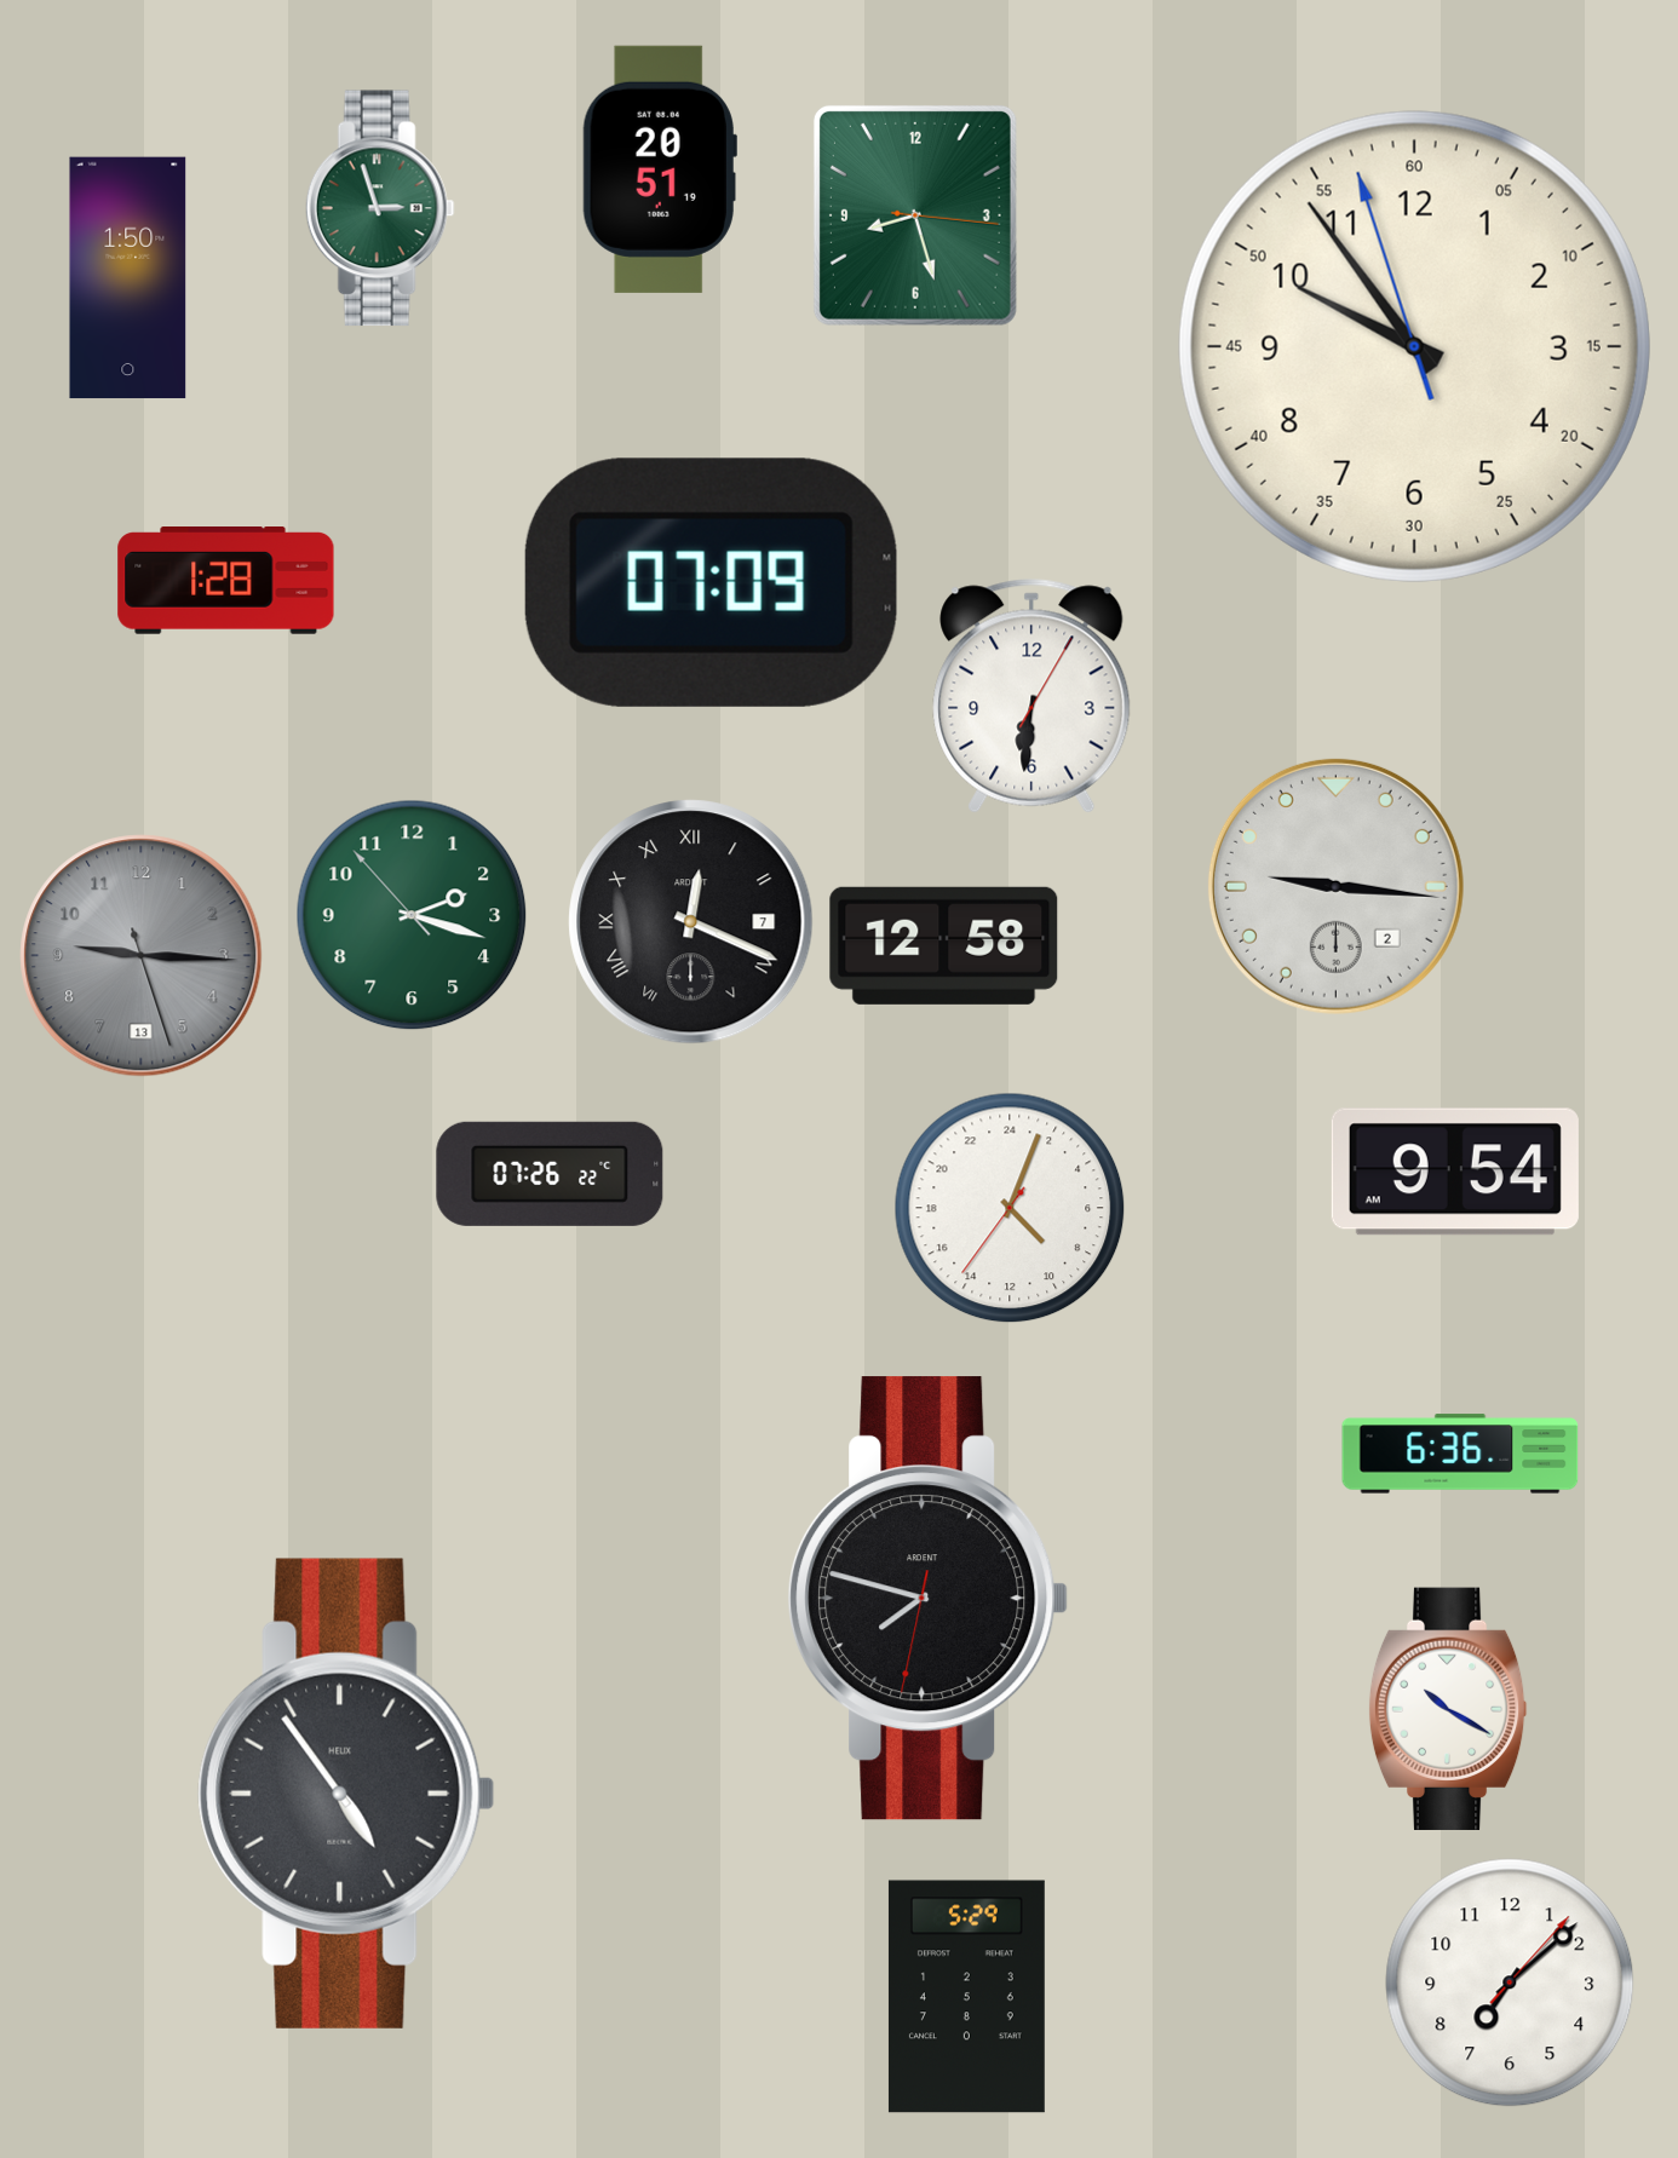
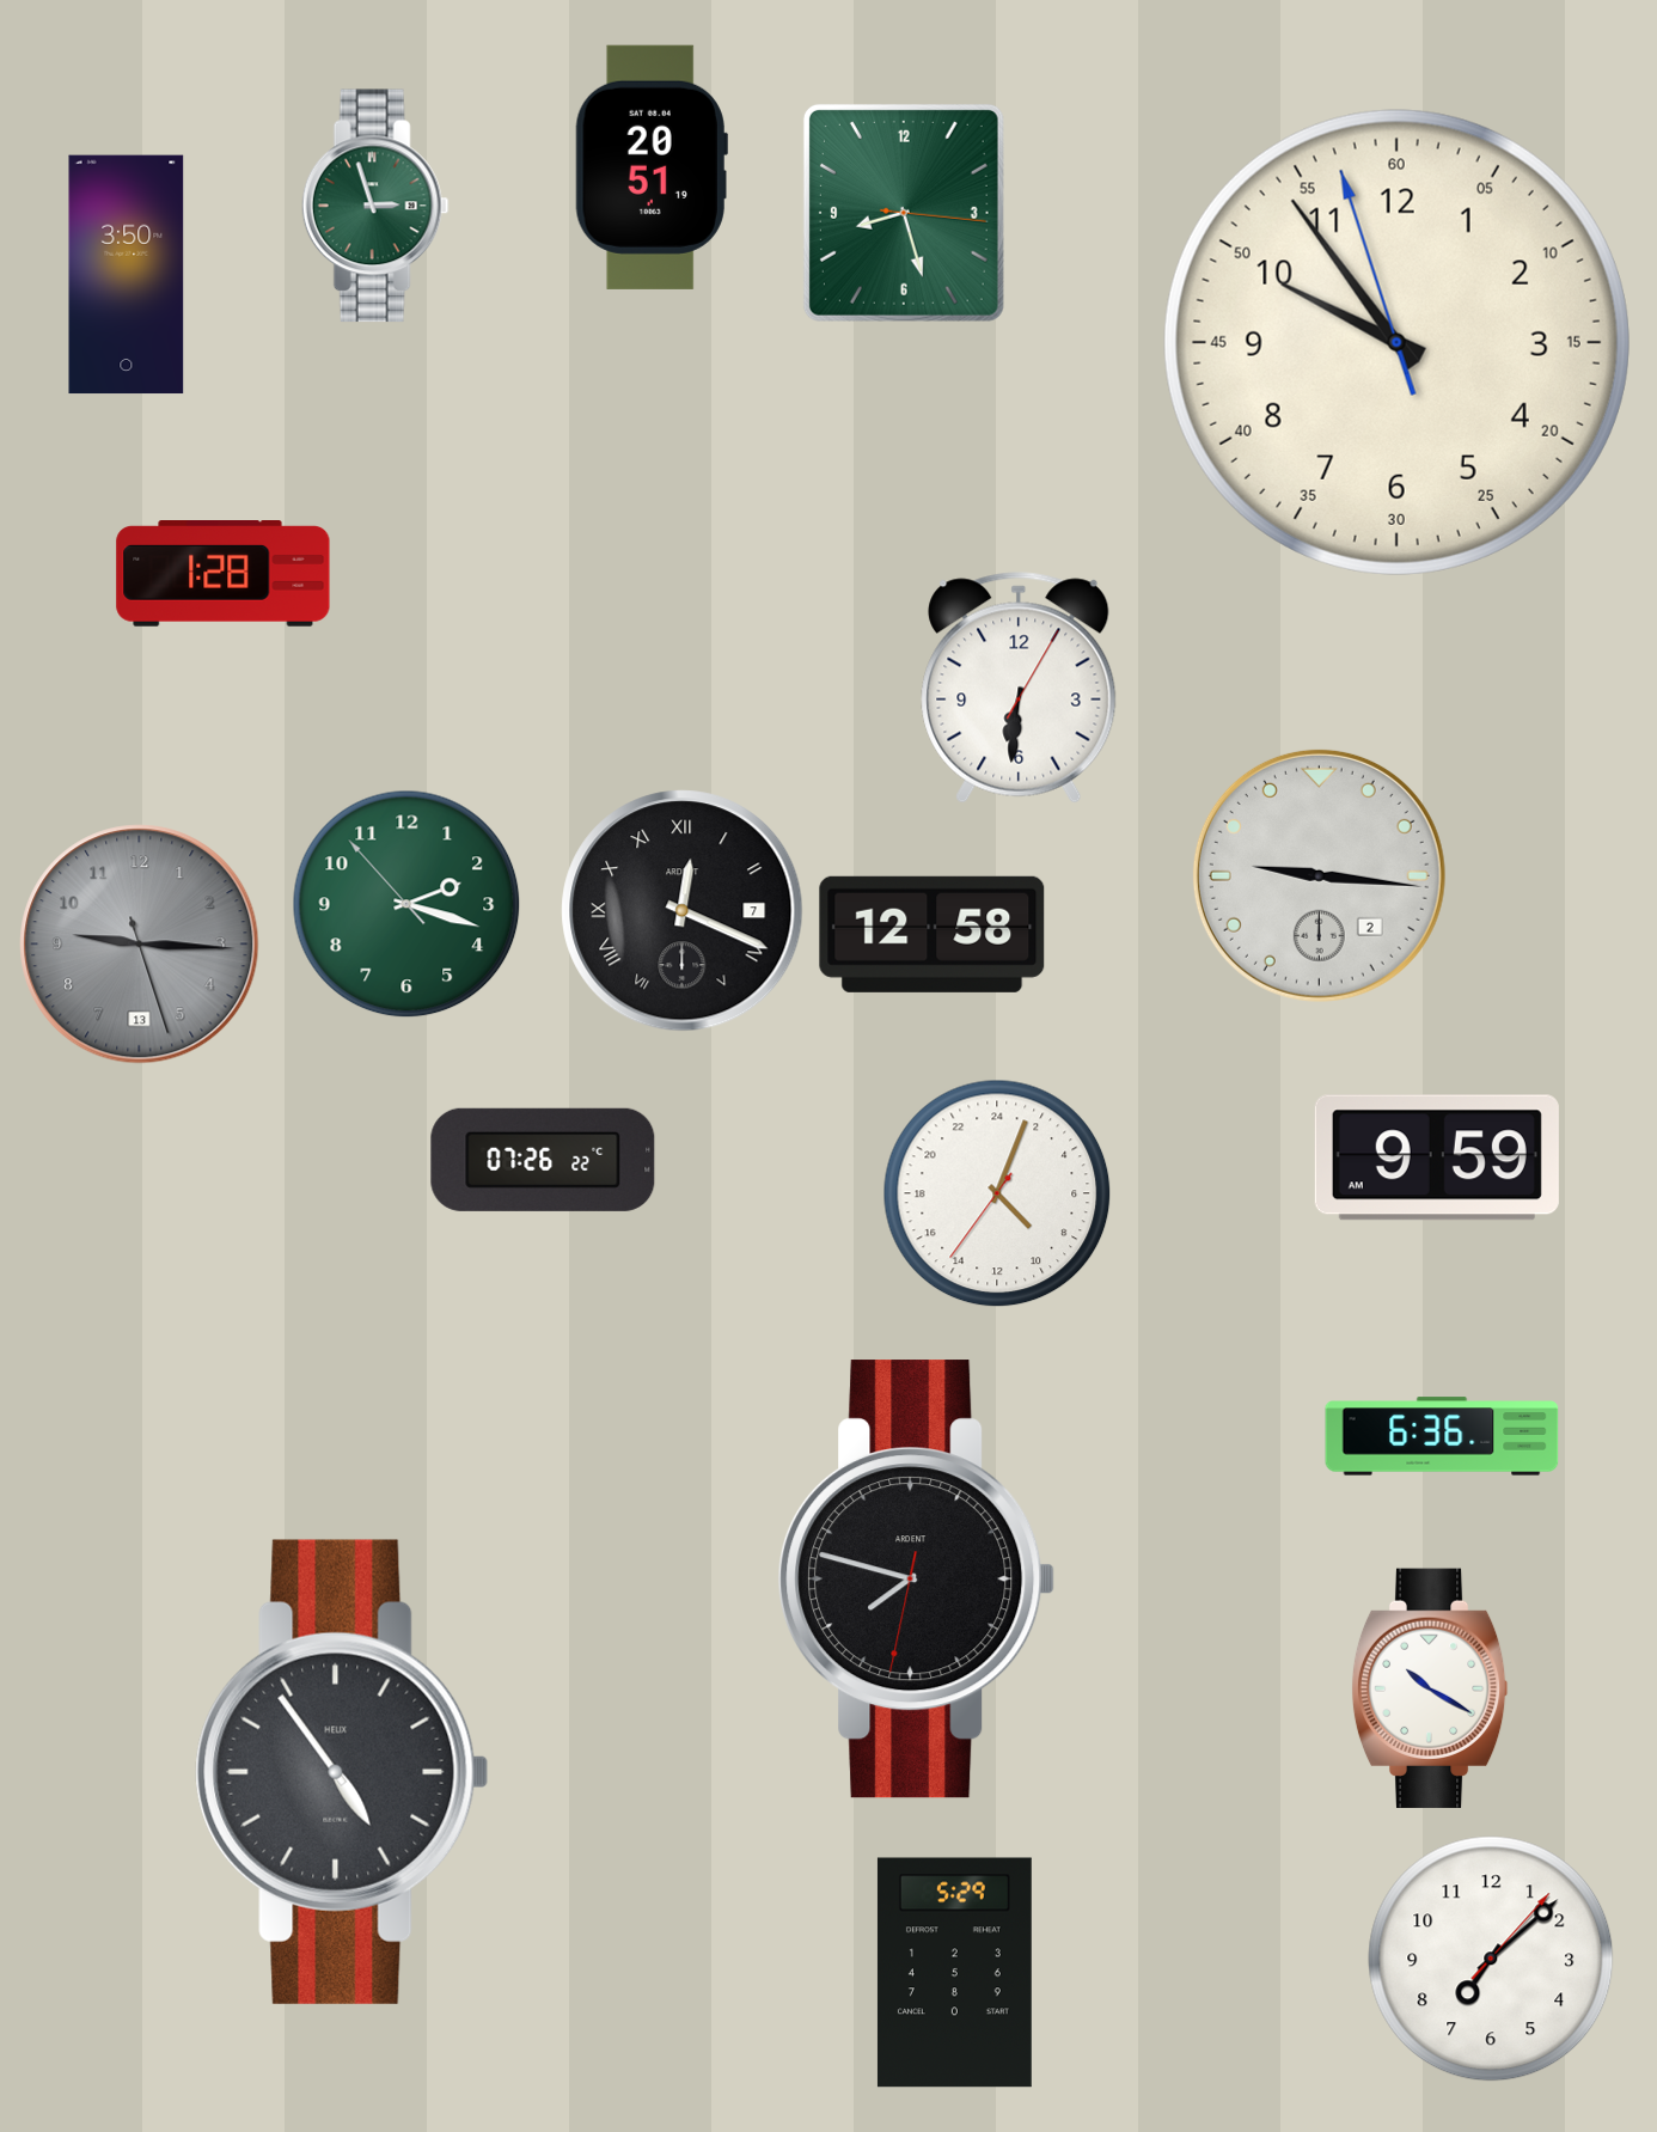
clock at (128, 278): 1:50 -> 3:50
clock at (711, 582): 07:09 -> none
clock at (1455, 1172): 9:54 -> 9:59
